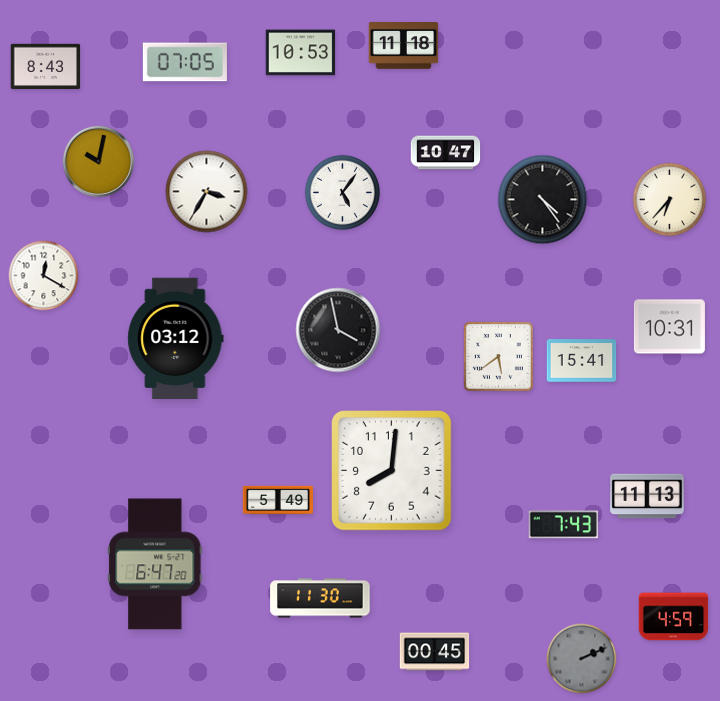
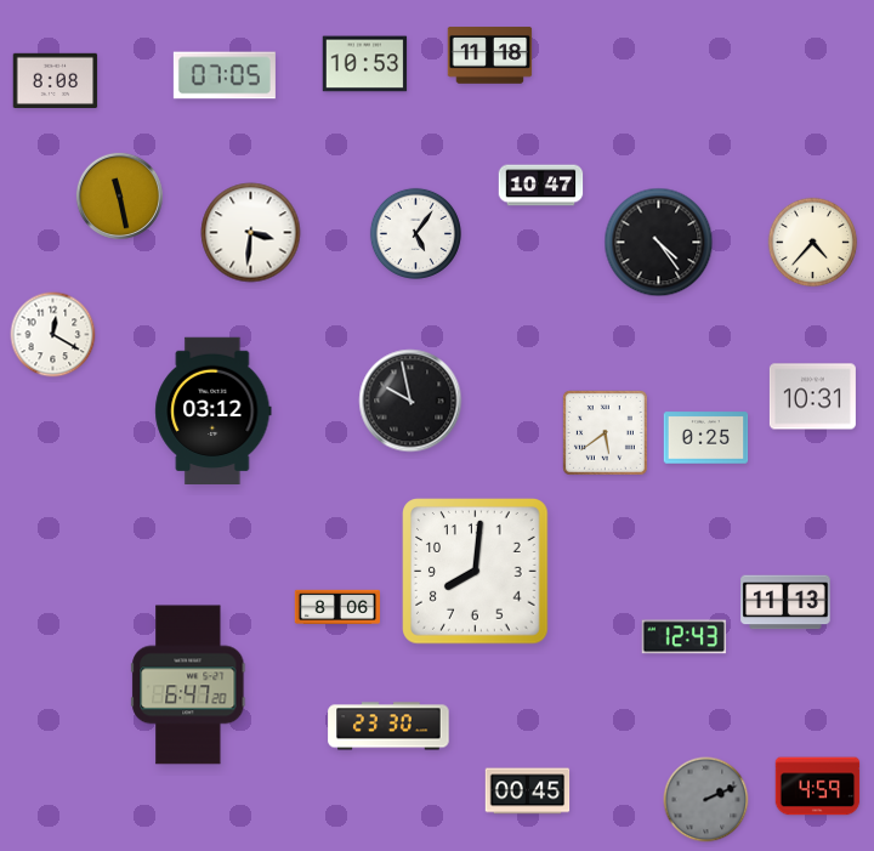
clock at (46, 66): 8:43 -> 8:08
clock at (98, 161): 10:02 -> 11:28
clock at (207, 192): 3:35 -> 3:31
clock at (670, 200): 6:37 -> 4:37
clock at (338, 330): 3:58 -> 9:58
clock at (582, 361): 15:41 -> 0:25
clock at (277, 499): 5:49 -> 8:06
clock at (564, 525): 7:43 -> 12:43
clock at (320, 598): 11:30 -> 23:30
clock at (674, 617) position: (674, 617) -> (818, 787)
